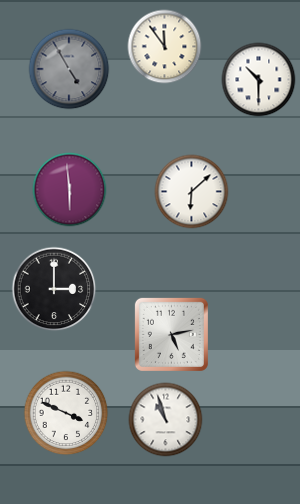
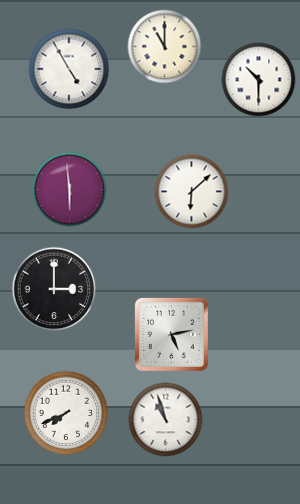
clock at (165, 47): 11:54 -> 11:00
clock at (69, 69) dial: grey -> white
clock at (66, 413): 3:49 -> 7:41
